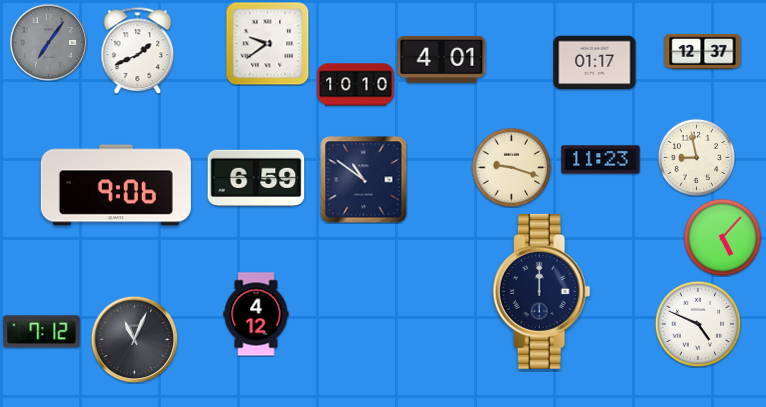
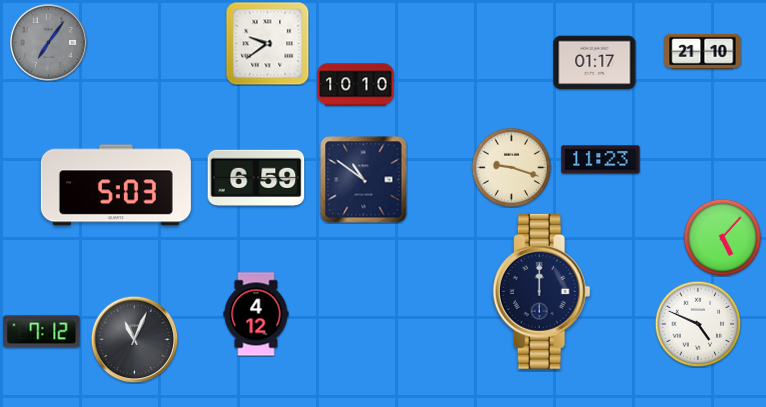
clock at (138, 50): 1:41 -> none
clock at (703, 51): 12:37 -> 21:10
clock at (442, 60): 4:01 -> none
clock at (696, 157): 8:58 -> none
clock at (116, 185): 9:06 -> 5:03
